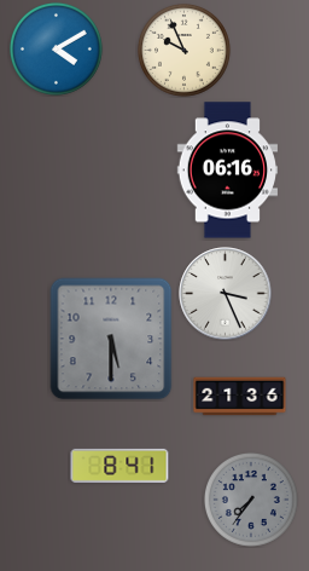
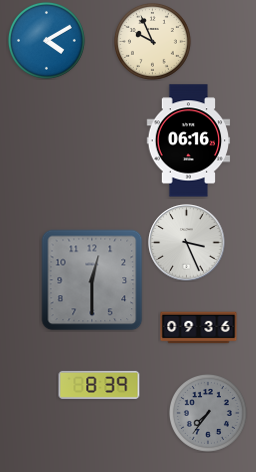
clock at (111, 339): 5:30 -> 12:30
clock at (240, 397): 21:36 -> 09:36
clock at (119, 466): 8:41 -> 8:39
